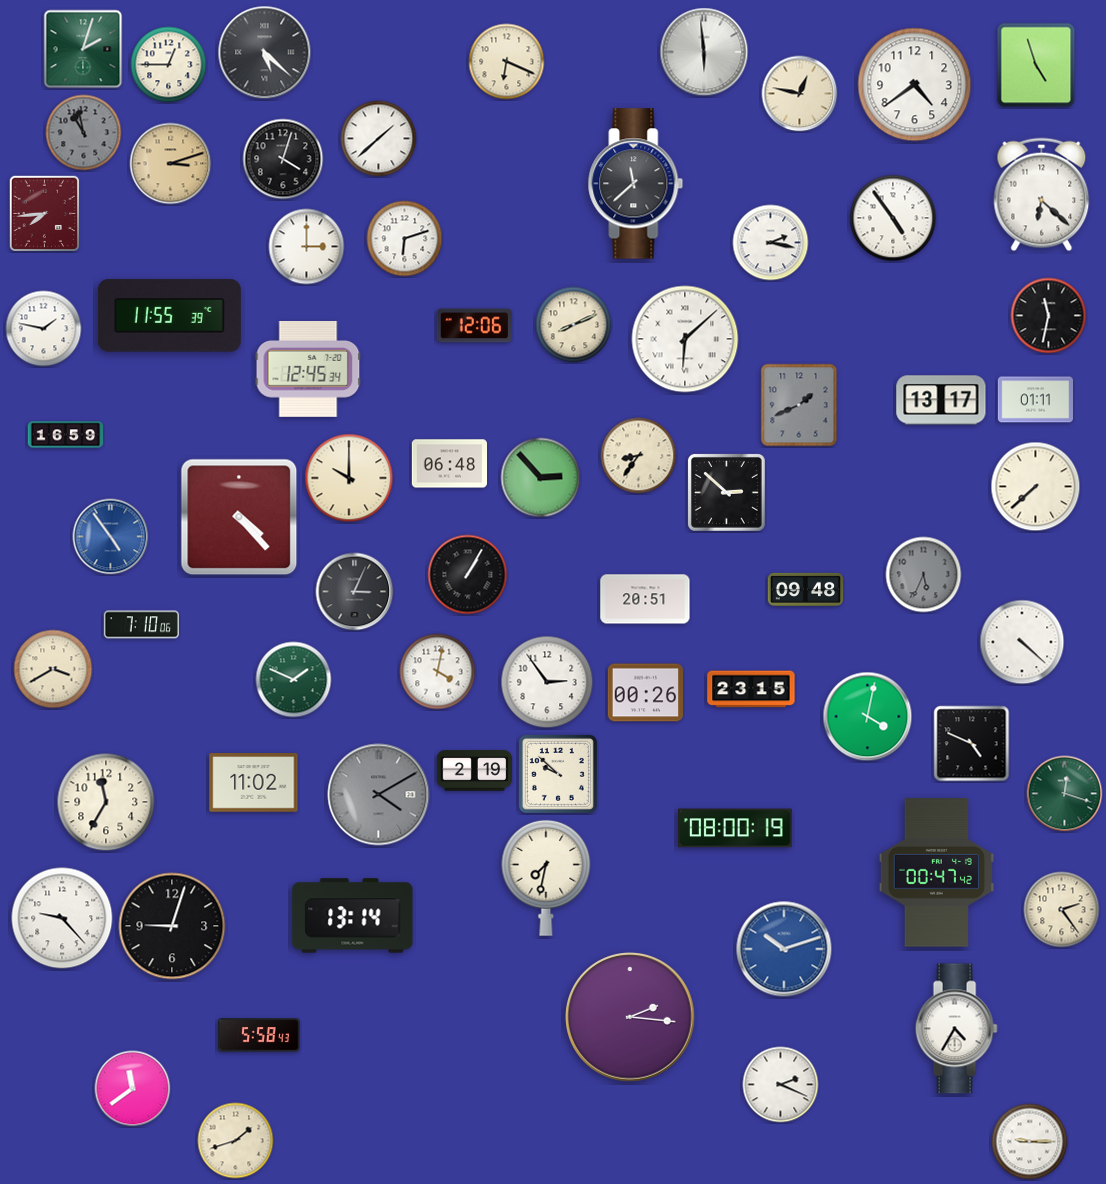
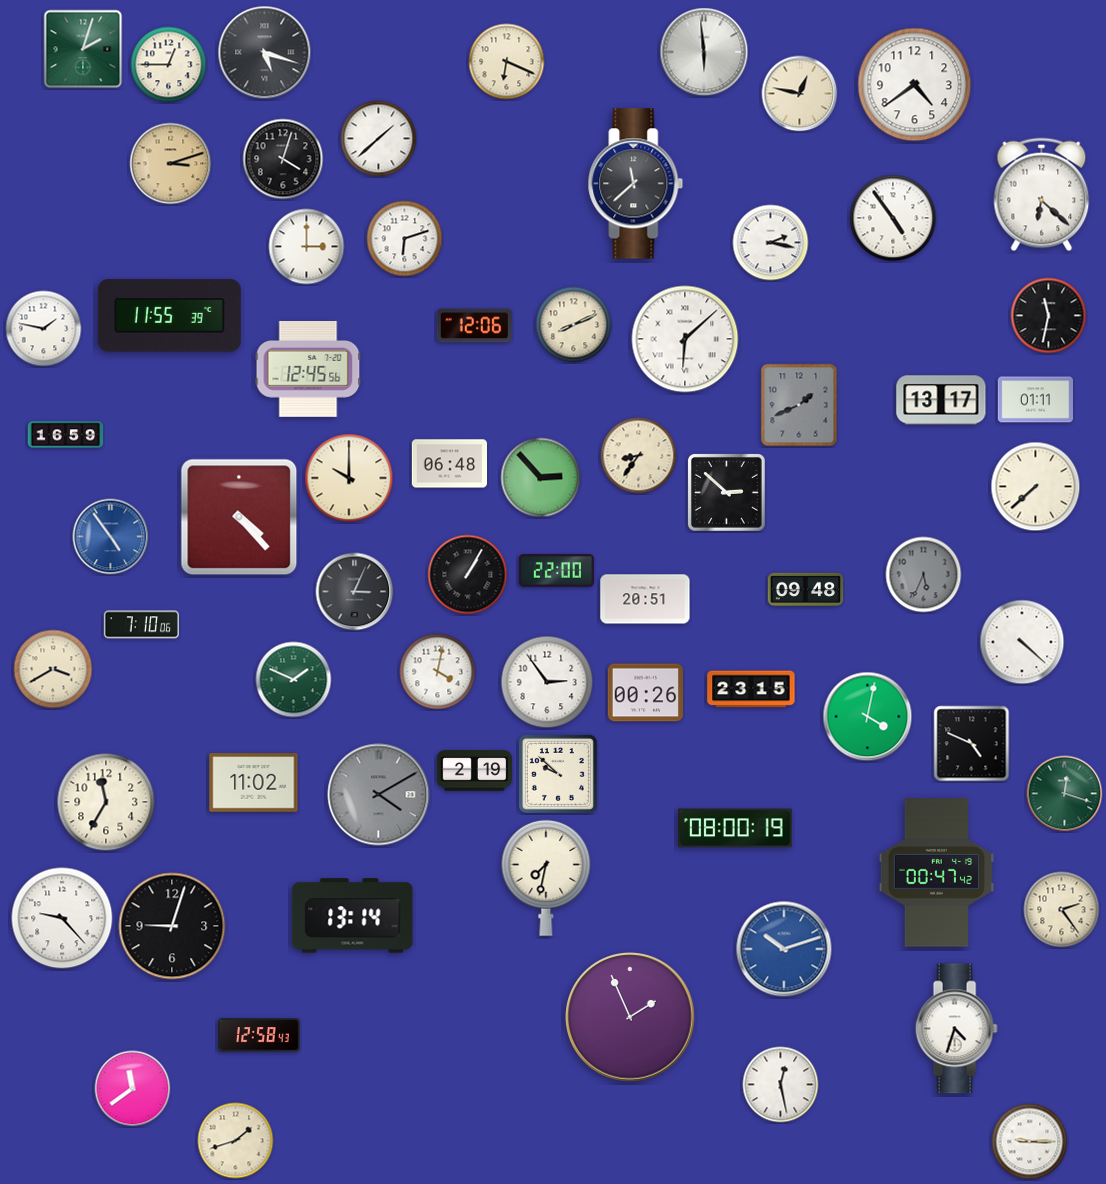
clock at (265, 53): 5:22 -> 5:18
clock at (1036, 65): 4:57 -> none
clock at (84, 133): 10:58 -> none
clock at (45, 214): 7:44 -> none
clock at (308, 369): 12:45:34 -> 12:45:56
clock at (557, 570): none -> 22:00
clock at (631, 1018): 2:16 -> 1:56
clock at (956, 1029): 4:35 -> 4:33
clock at (259, 1035): 5:58 -> 12:58
clock at (781, 1085): 2:19 -> 12:28
